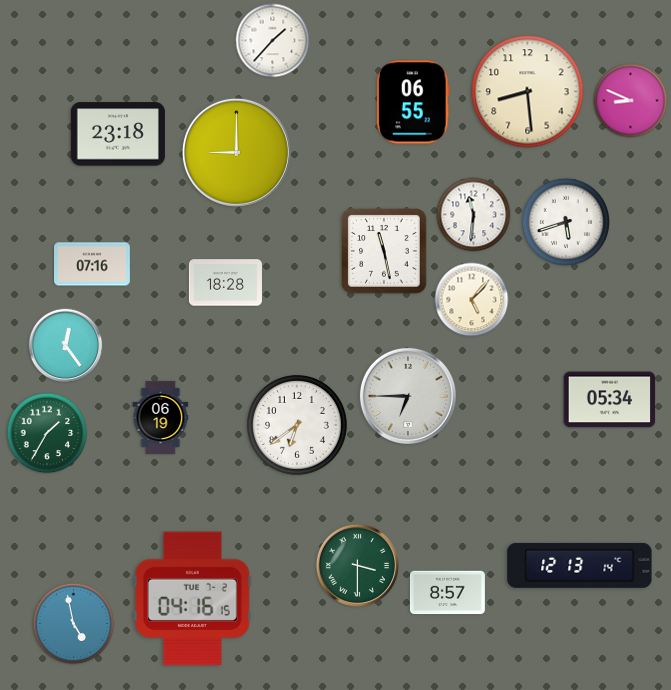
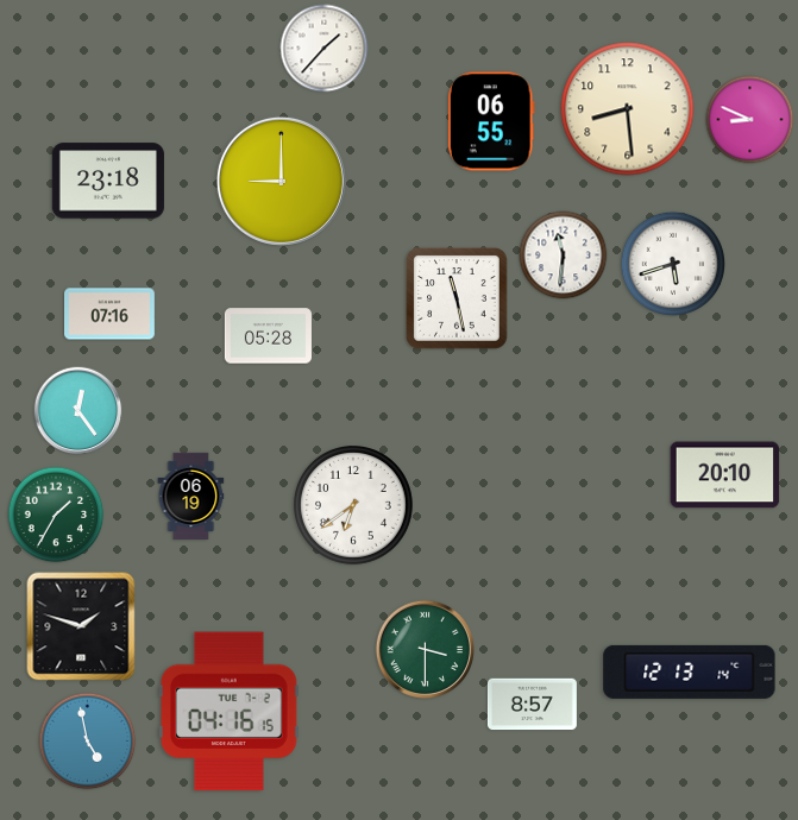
clock at (118, 134) position: (118, 134) -> (108, 181)
clock at (225, 283): 18:28 -> 05:28
clock at (472, 300): 5:07 -> none
clock at (408, 396): 6:45 -> none
clock at (610, 400): 05:34 -> 20:10
clock at (81, 626): none -> 1:48
clock at (357, 565) position: (357, 565) -> (425, 649)
